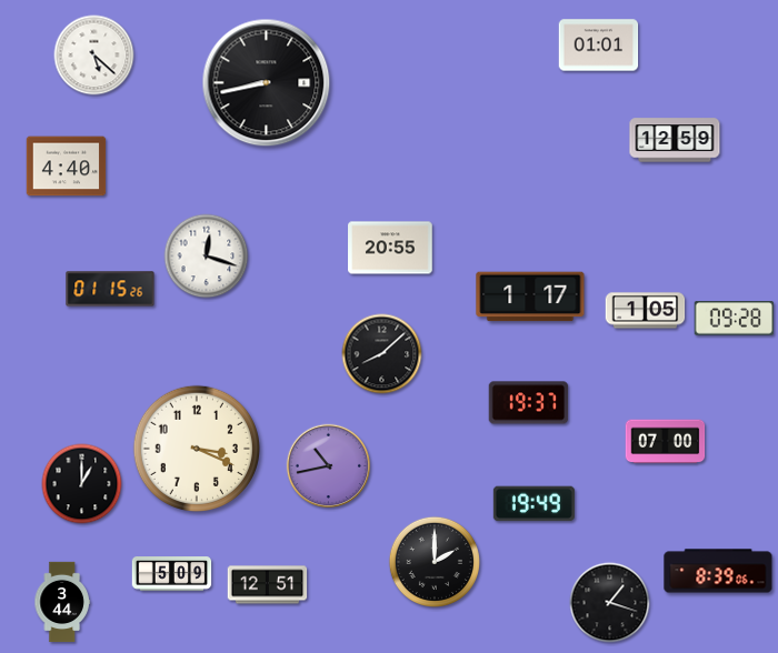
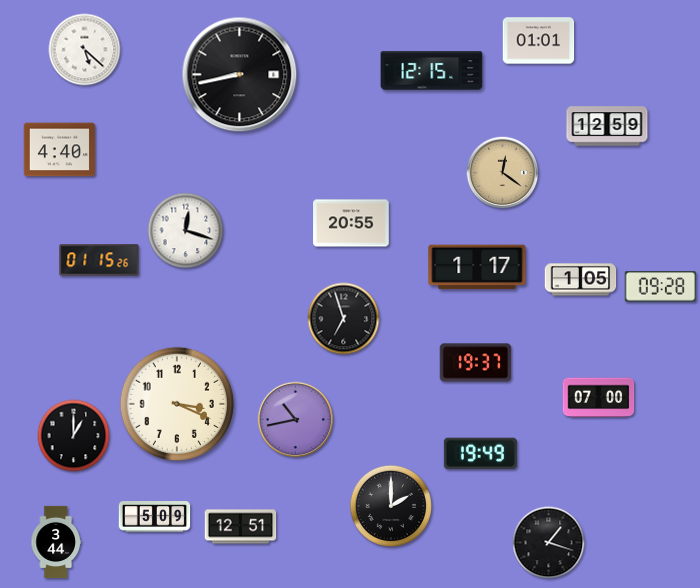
clock at (432, 71): none -> 12:15
clock at (503, 173): none -> 12:21
clock at (382, 354): 8:08 -> 6:57
clock at (718, 571): 8:39 -> none
